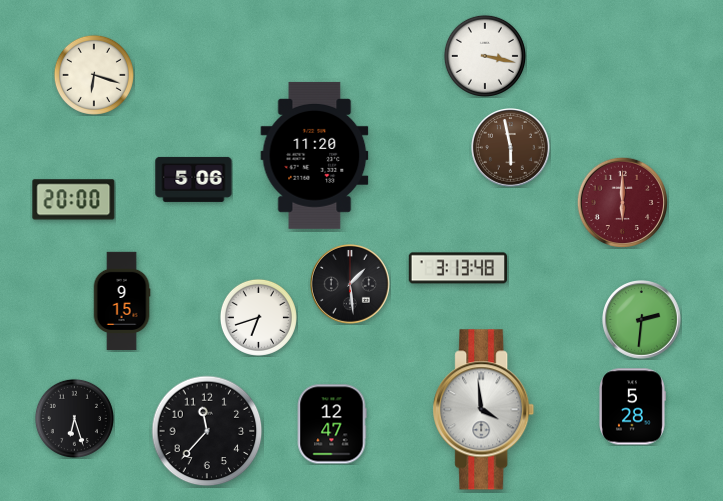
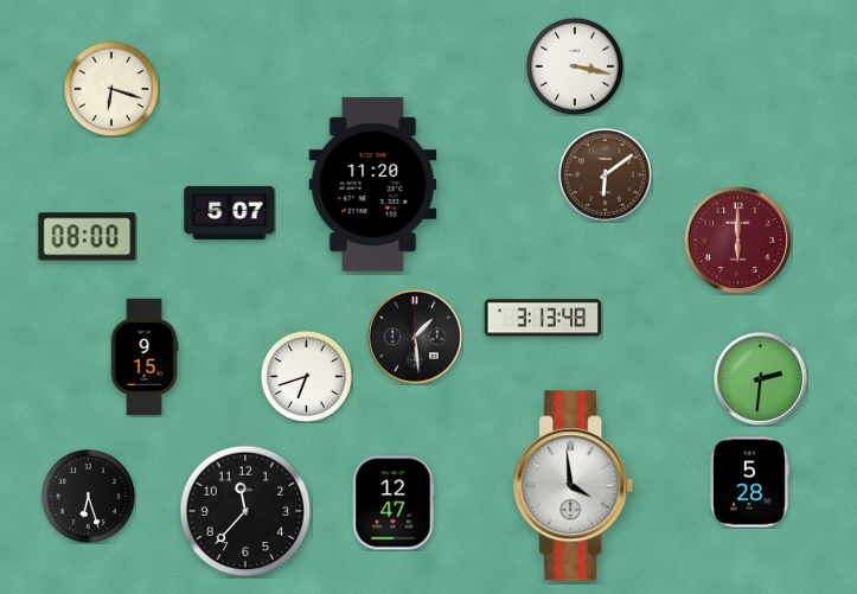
clock at (511, 148): 5:58 -> 6:09
clock at (194, 179): 5:06 -> 5:07
clock at (74, 200): 20:00 -> 08:00
